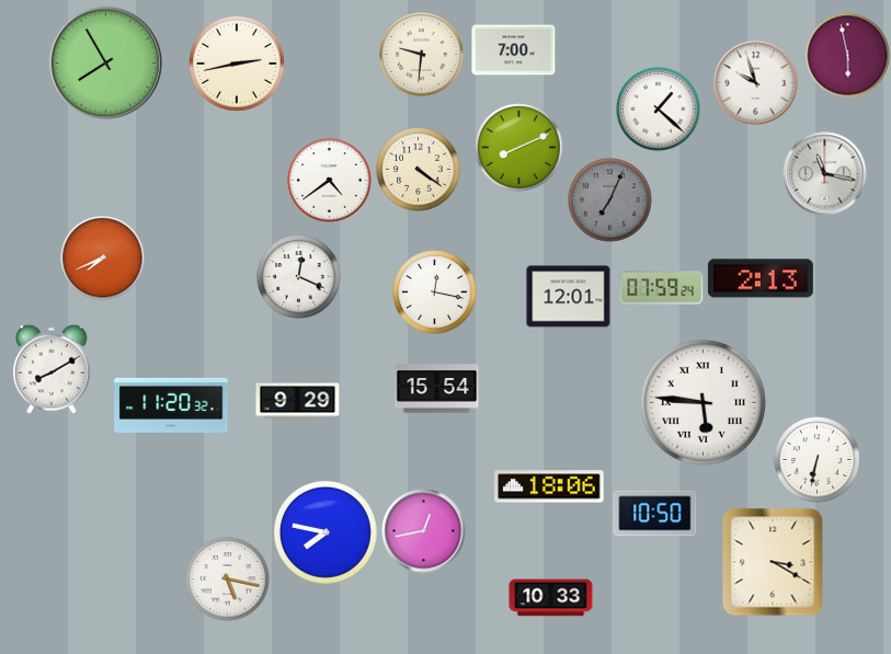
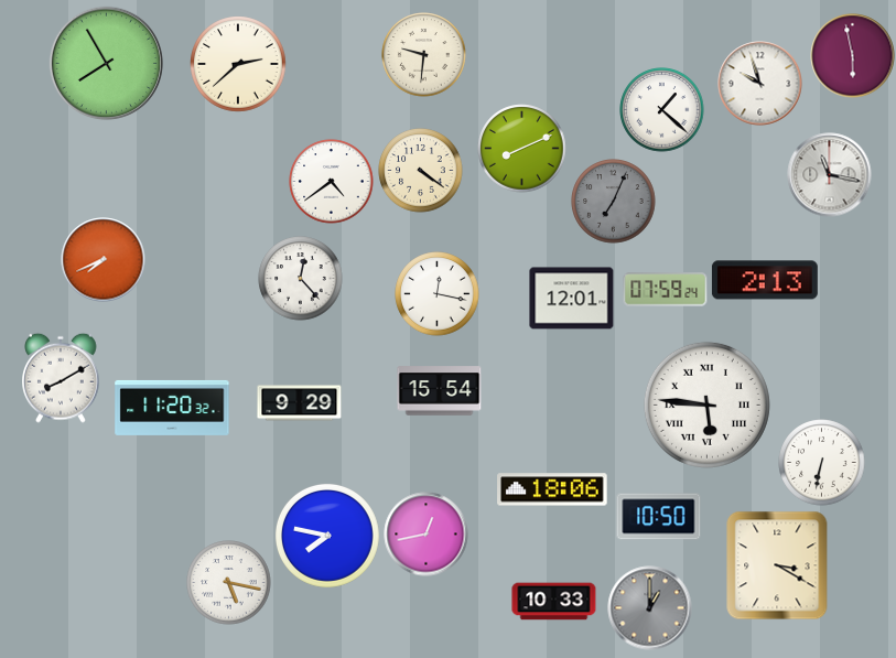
clock at (514, 50): 7:00 -> none
clock at (237, 64): 2:43 -> 2:38
clock at (299, 277): 12:19 -> 12:23
clock at (53, 369) position: (53, 369) -> (62, 378)
clock at (650, 608): none -> 1:00
